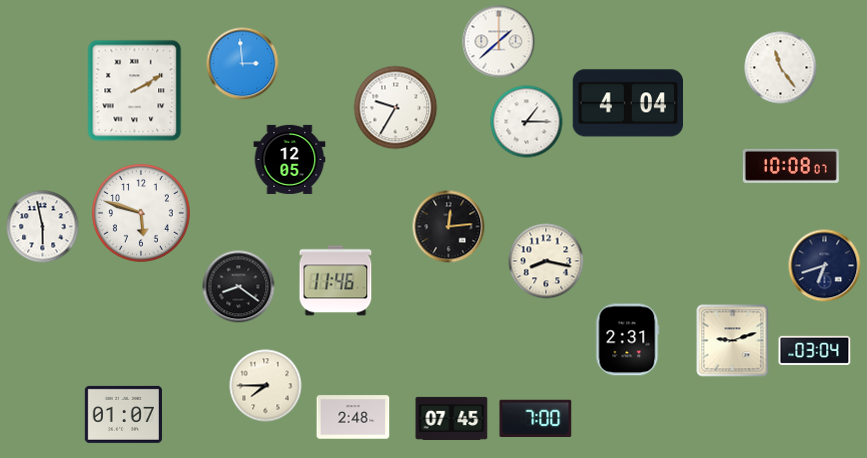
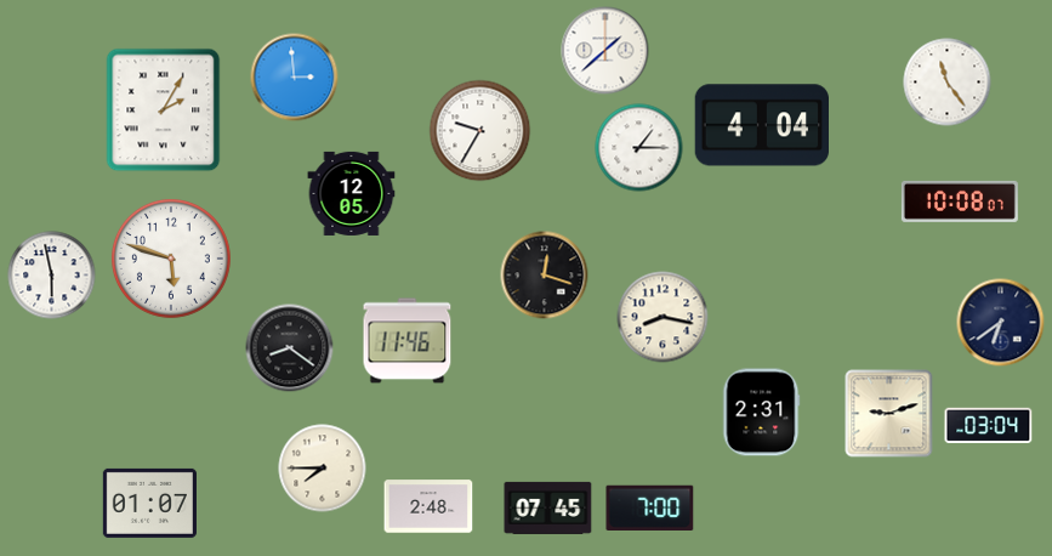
clock at (135, 91): 2:10 -> 2:05
clock at (449, 227): 12:14 -> 12:18
clock at (825, 266): 6:42 -> 6:39
